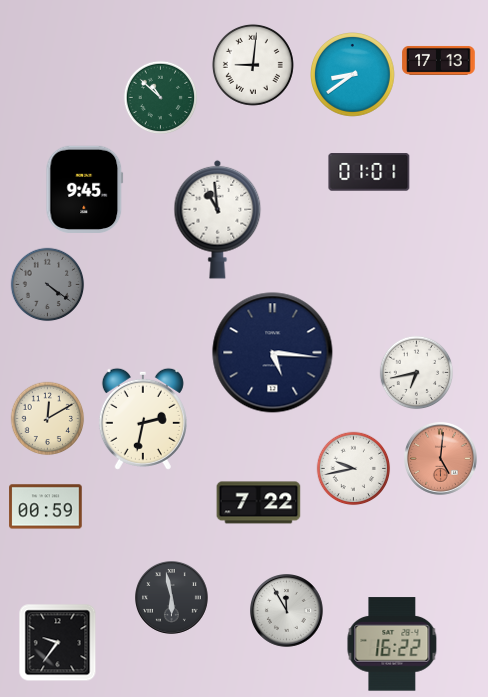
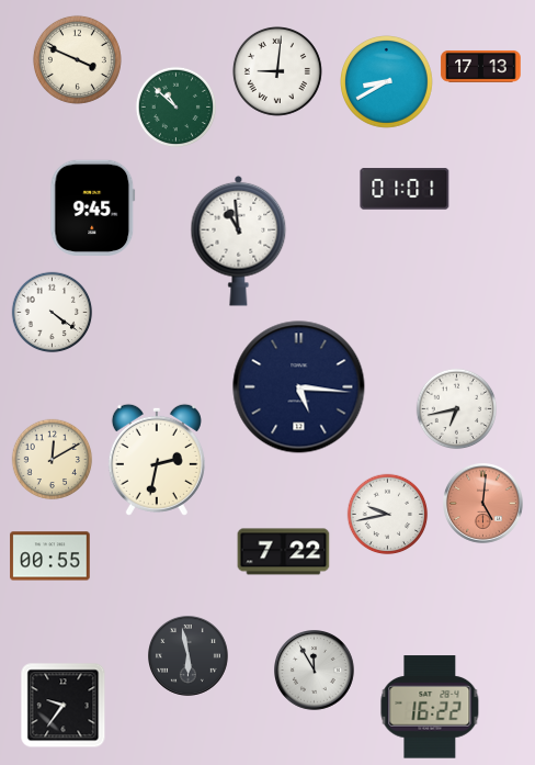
clock at (77, 59): none -> 3:49
clock at (353, 75): 8:39 -> 8:40
clock at (48, 285) dial: grey -> white
clock at (46, 507): 00:59 -> 00:55
